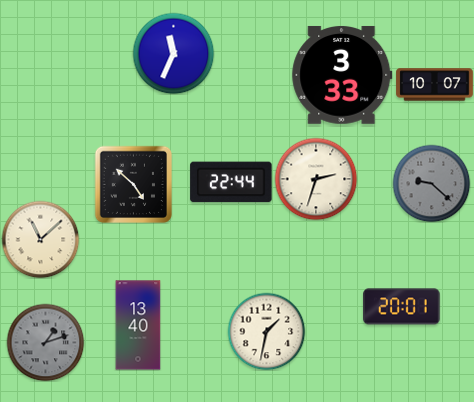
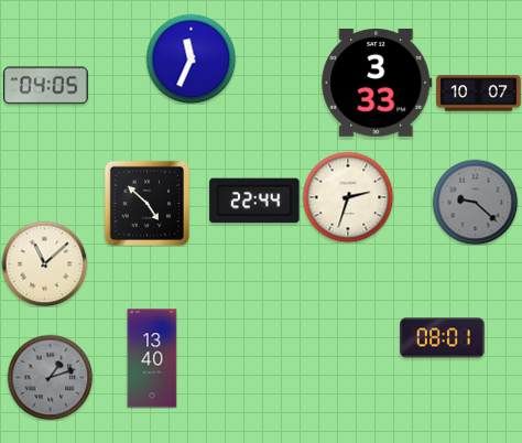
clock at (46, 86): none -> 04:05
clock at (402, 307): 20:01 -> 08:01
clock at (266, 331): 1:32 -> none
